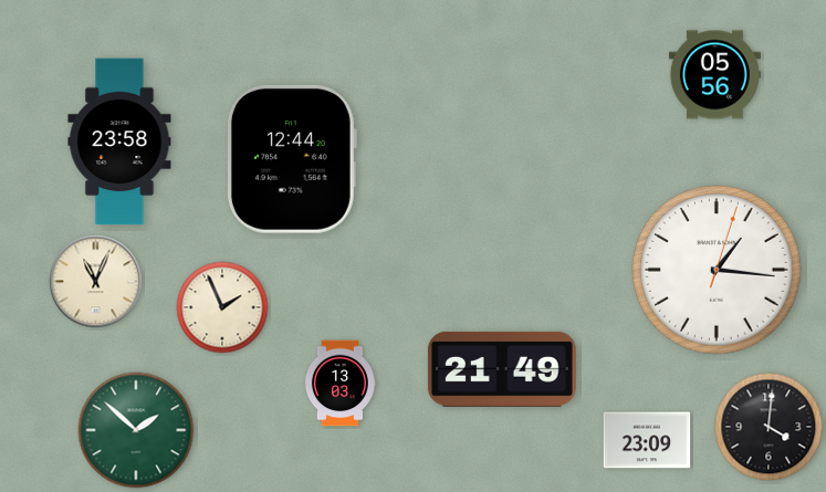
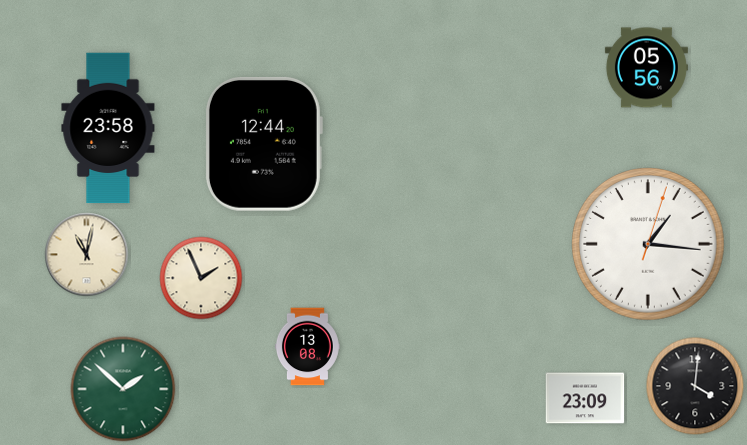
clock at (96, 282): 11:04 -> 11:02
clock at (502, 369): 21:49 -> none
clock at (339, 384): 13:03 -> 13:08
